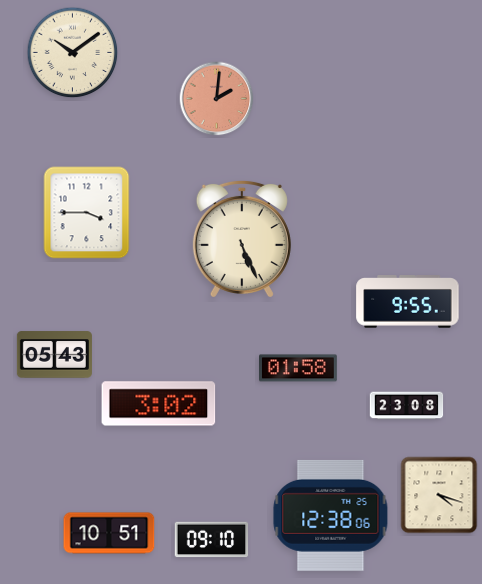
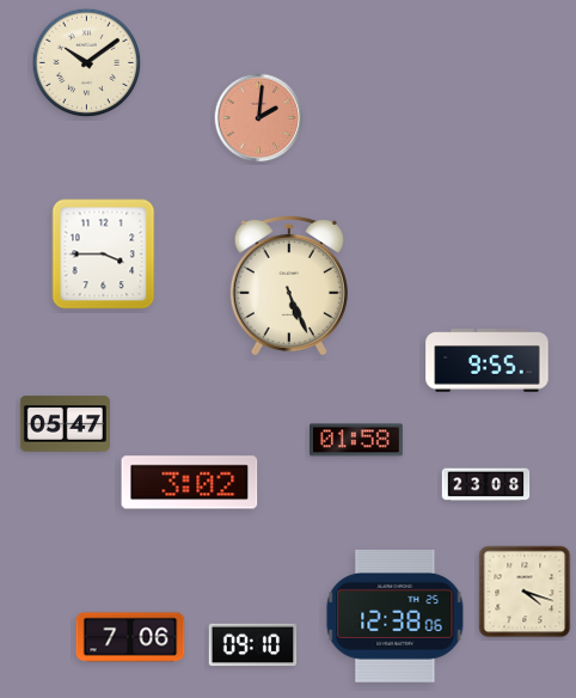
clock at (54, 355): 05:43 -> 05:47
clock at (109, 533): 10:51 -> 7:06
